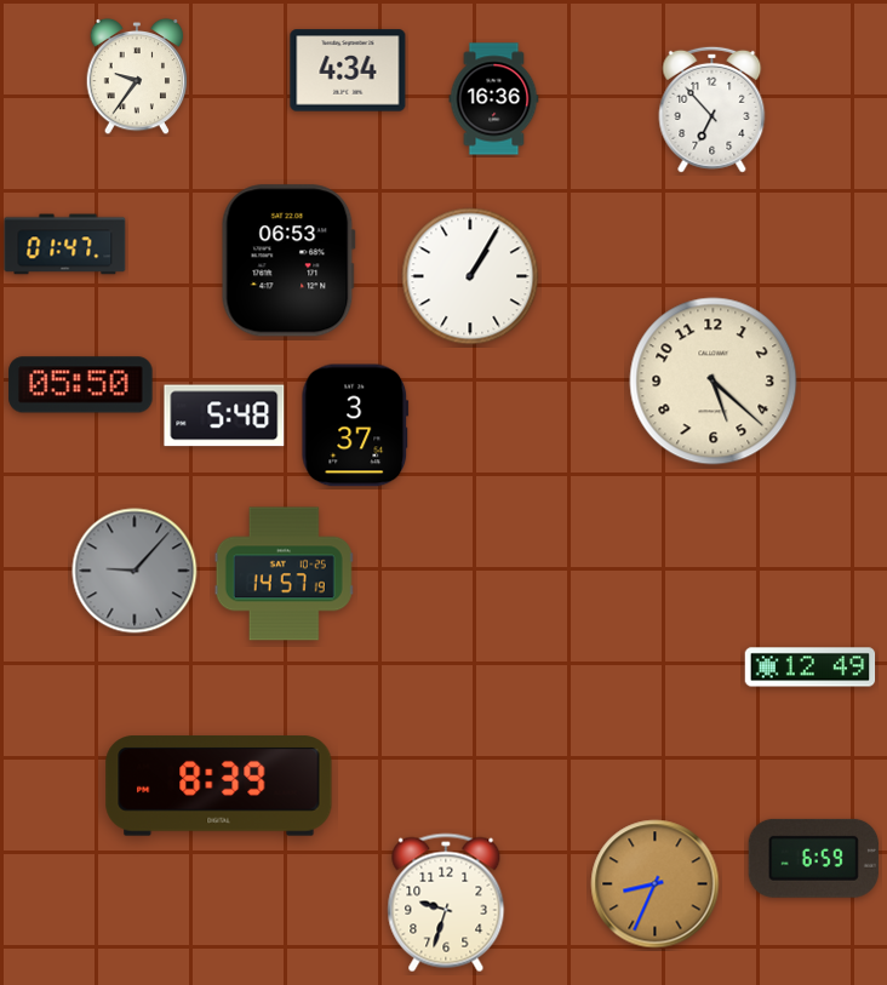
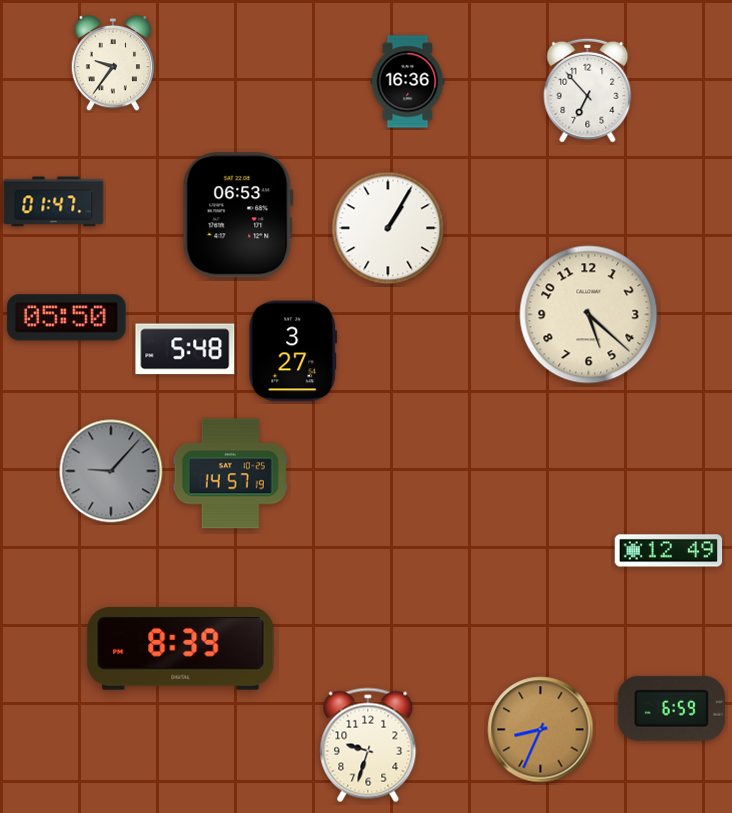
clock at (348, 70): 4:34 -> none
clock at (224, 416) position: (224, 416) -> (185, 349)
clock at (355, 425): 3:37 -> 3:27
clock at (284, 574) position: (284, 574) -> (230, 474)
